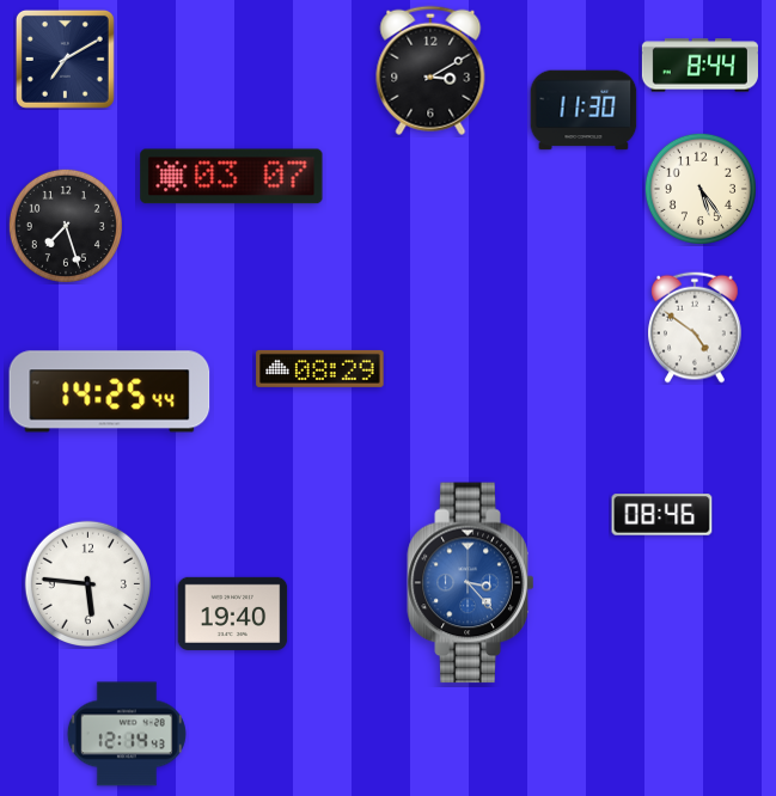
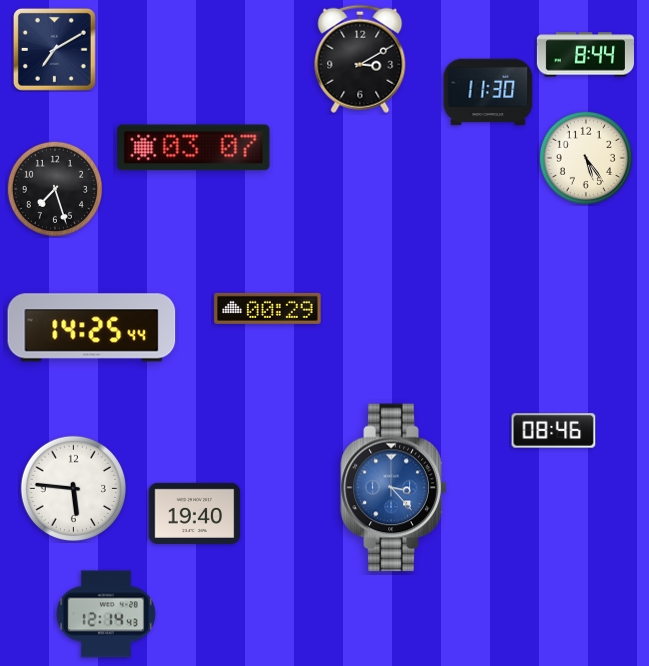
clock at (695, 327): 4:51 -> none
clock at (320, 368): 08:29 -> 00:29
